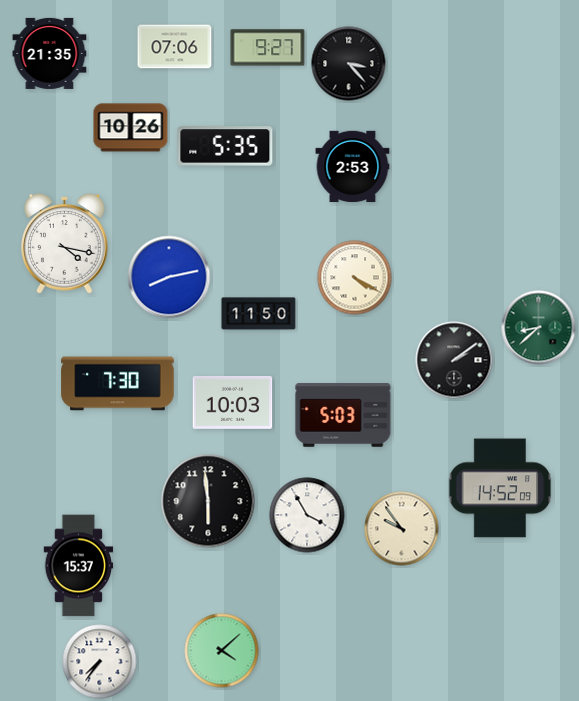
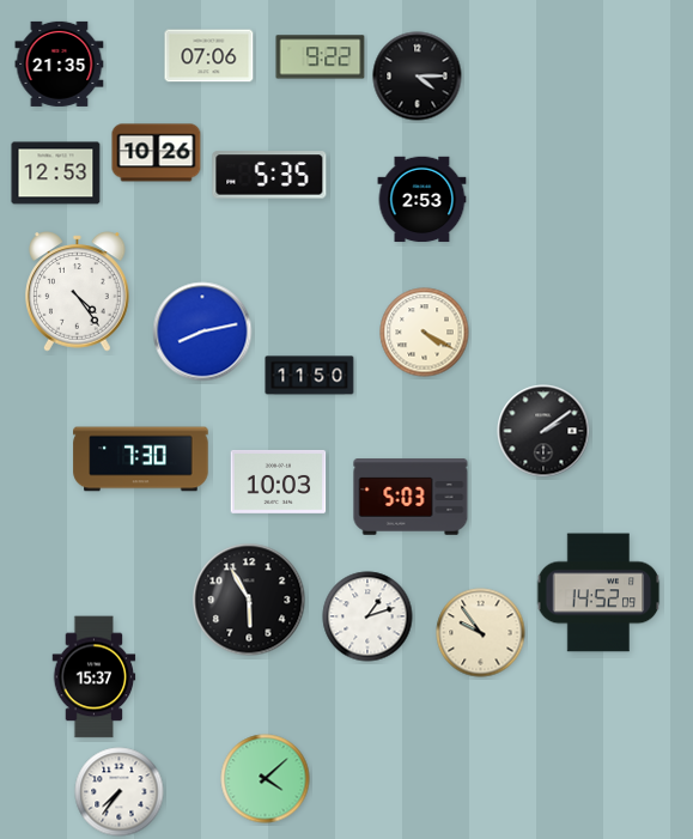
clock at (268, 48): 9:27 -> 9:22
clock at (349, 64): 3:23 -> 4:15
clock at (56, 174): none -> 12:53
clock at (65, 244): 4:17 -> 4:24
clock at (539, 328): 8:38 -> none
clock at (500, 488) position: (500, 488) -> (598, 592)
clock at (208, 501): 5:59 -> 5:55
clock at (307, 515): 3:55 -> 1:12
